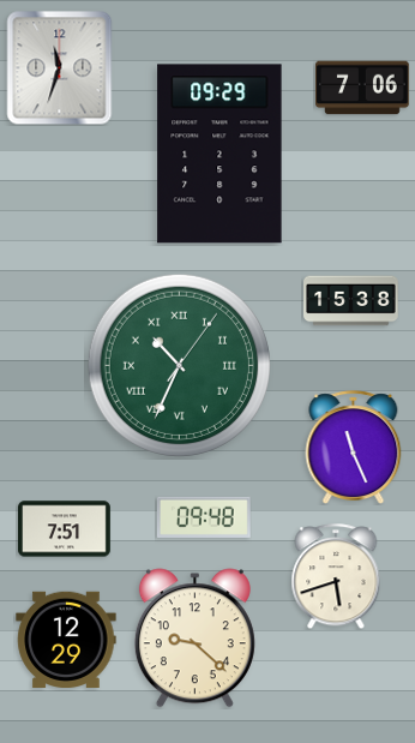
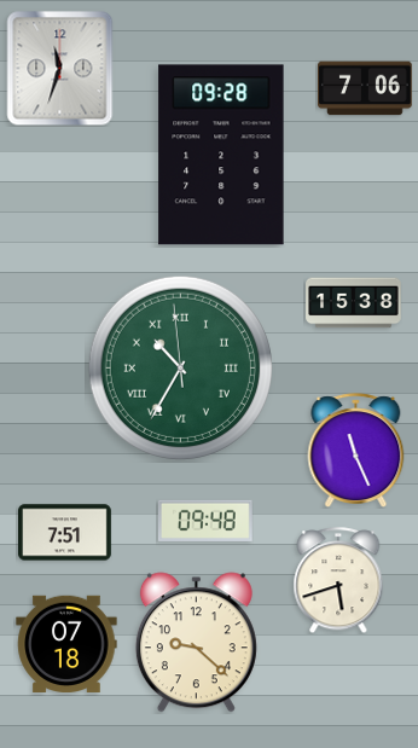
clock at (219, 154): 09:29 -> 09:28
clock at (179, 365): 10:34:06 -> 10:34:59
clock at (66, 639): 12:29 -> 07:18
